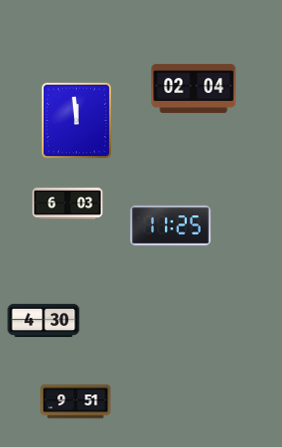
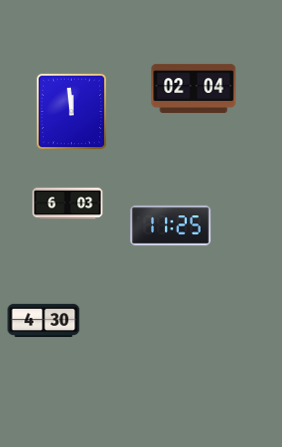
clock at (77, 121) position: (77, 121) -> (72, 112)
clock at (76, 402): 9:51 -> none
